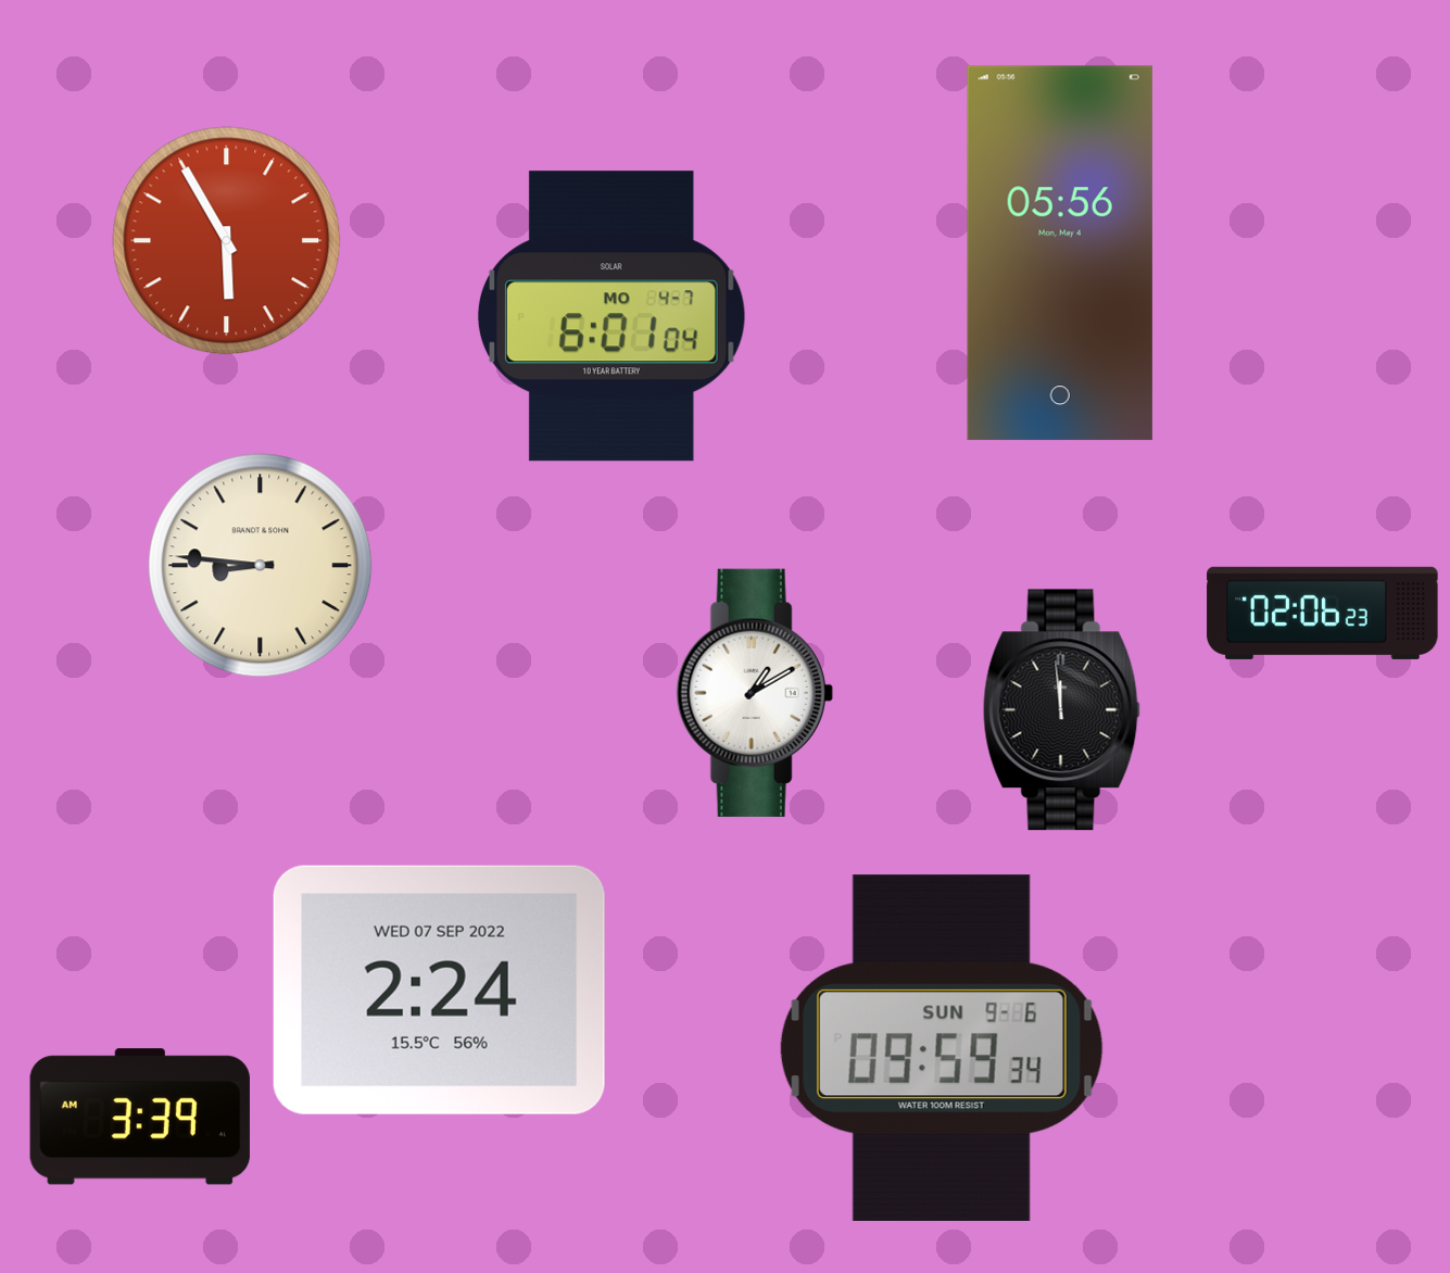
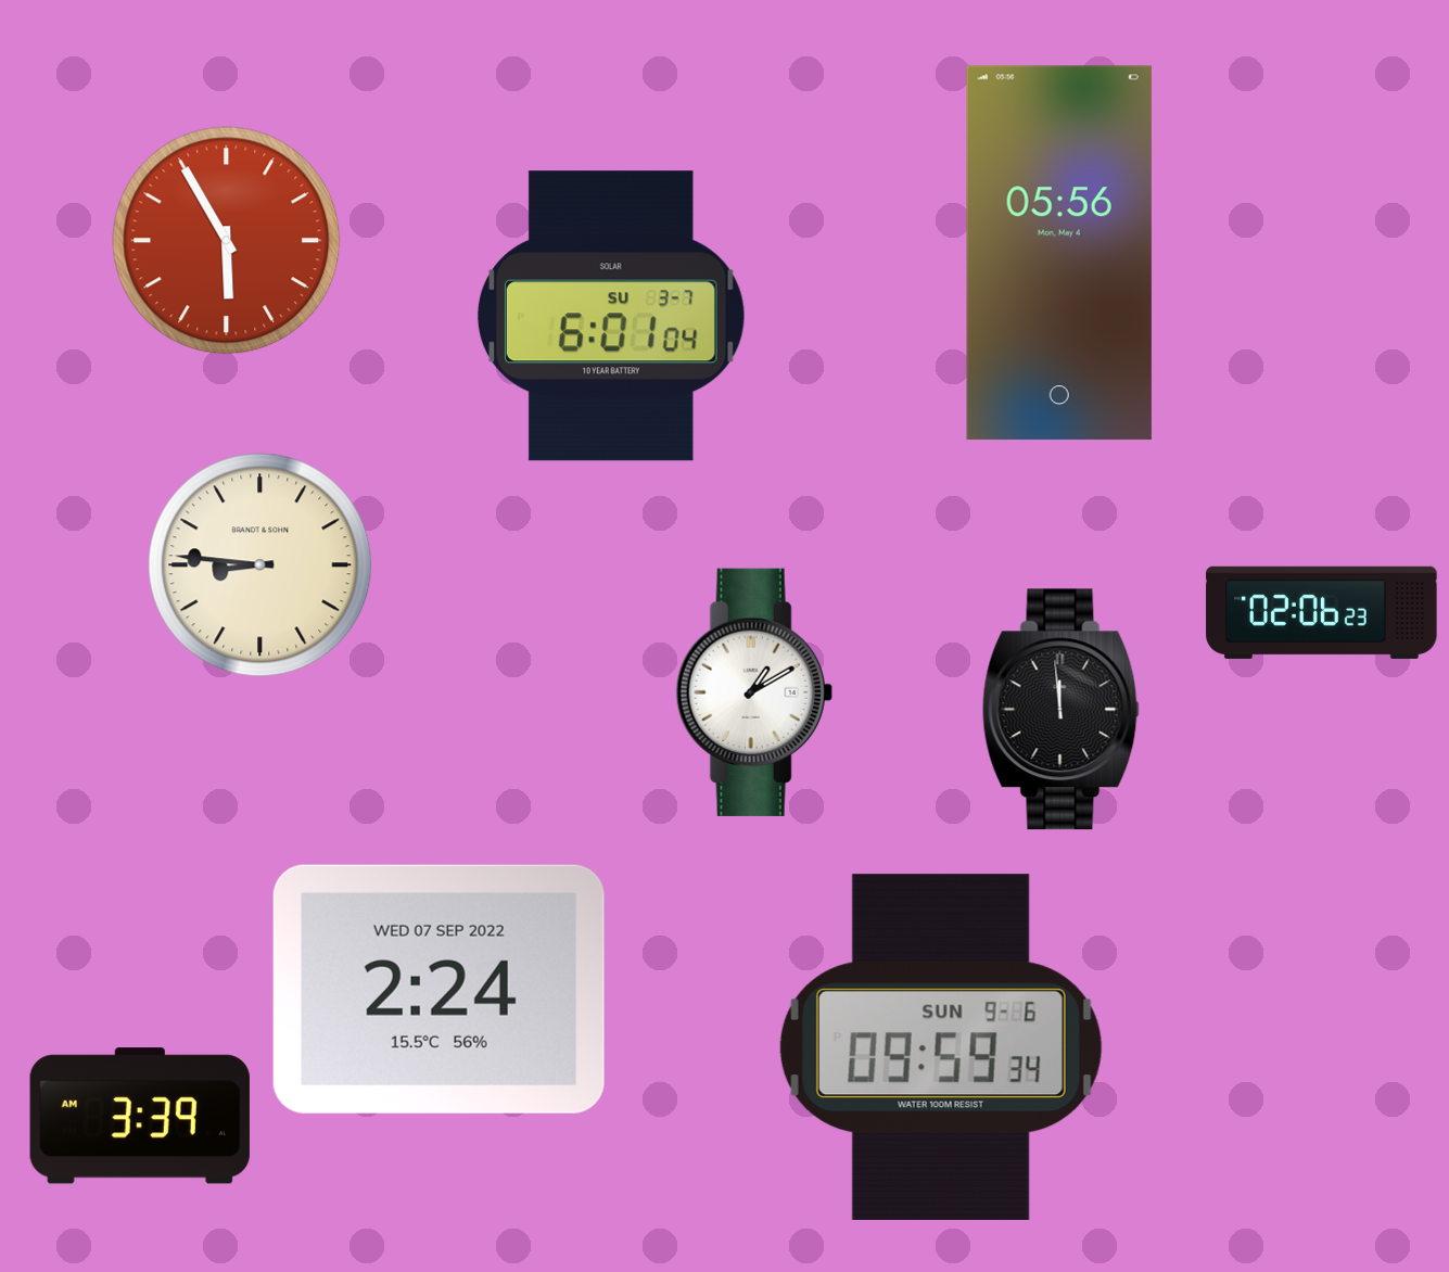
clock at (611, 316) date: MO 4-7 -> SU 3-7
